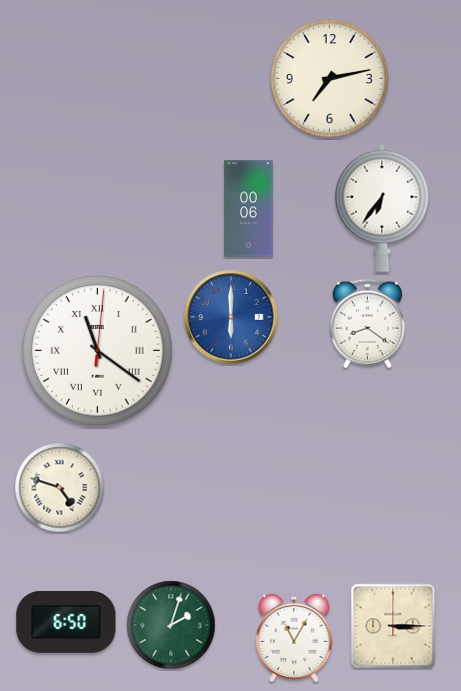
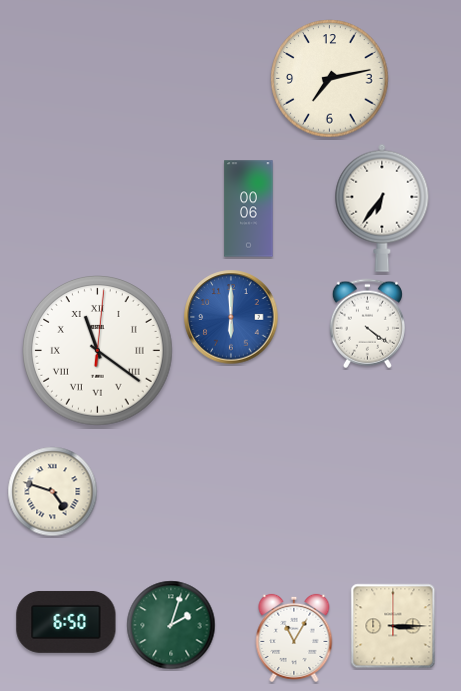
clock at (367, 324): 8:21 -> 4:21
clock at (60, 488) position: (60, 488) -> (53, 492)
